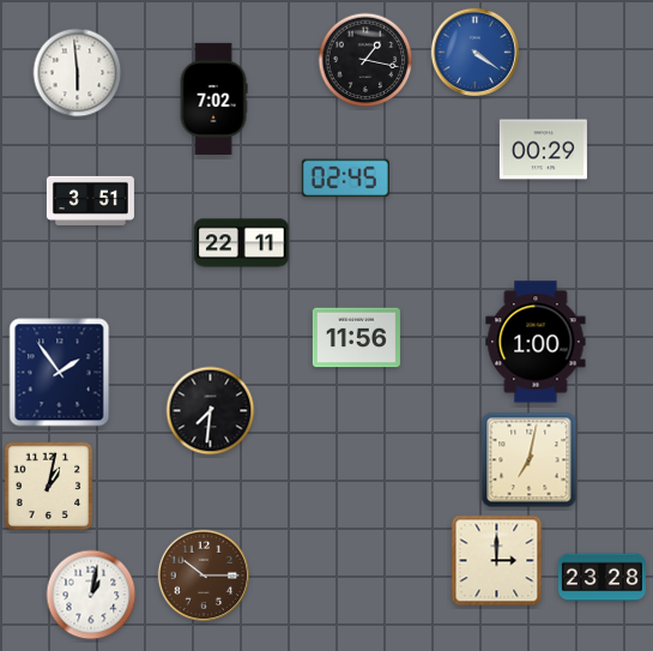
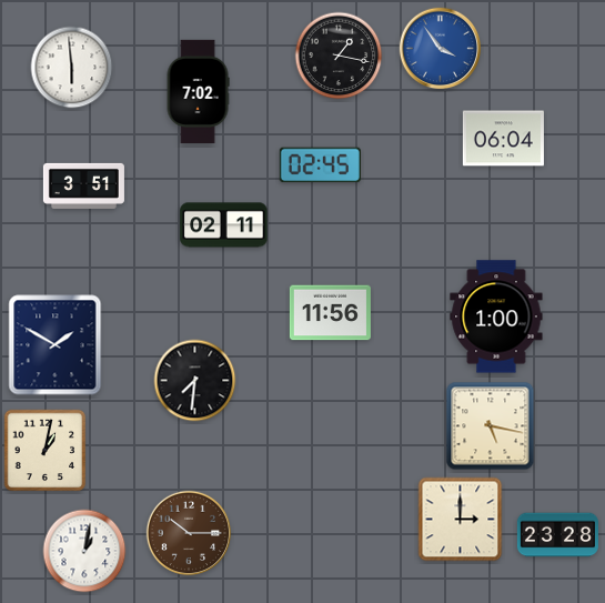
clock at (476, 53): 4:21 -> 3:54
clock at (543, 150): 00:29 -> 06:04
clock at (242, 243): 22:11 -> 02:11
clock at (60, 373): 1:54 -> 1:50
clock at (530, 460): 7:02 -> 5:17
